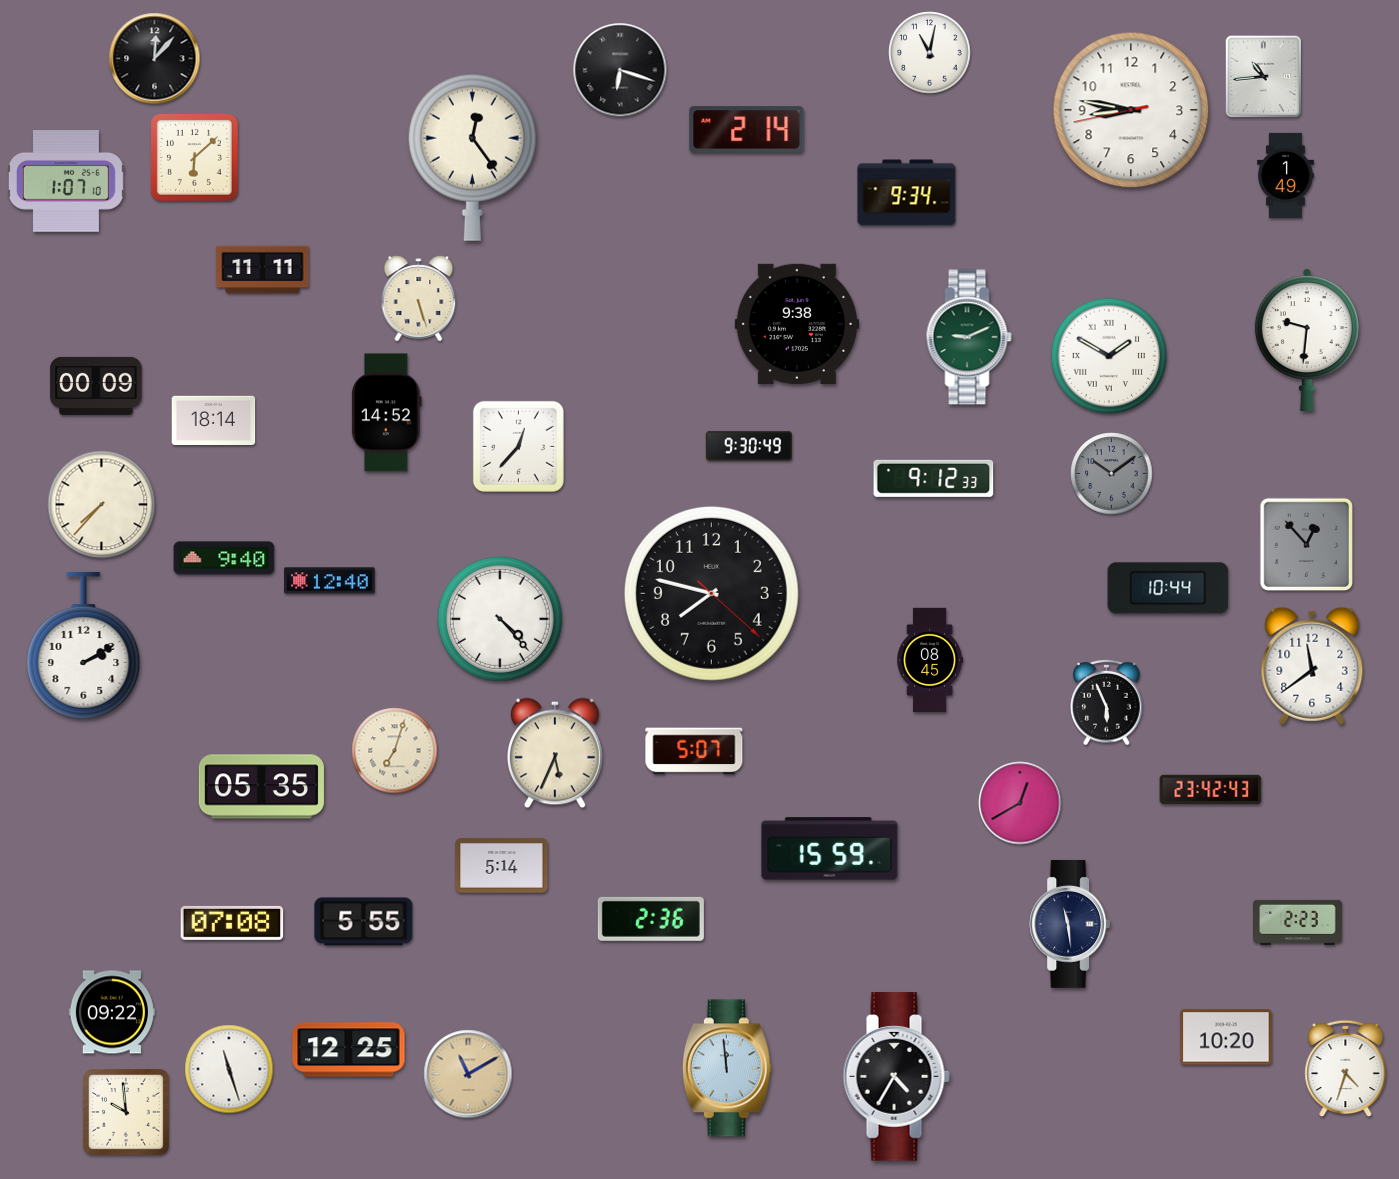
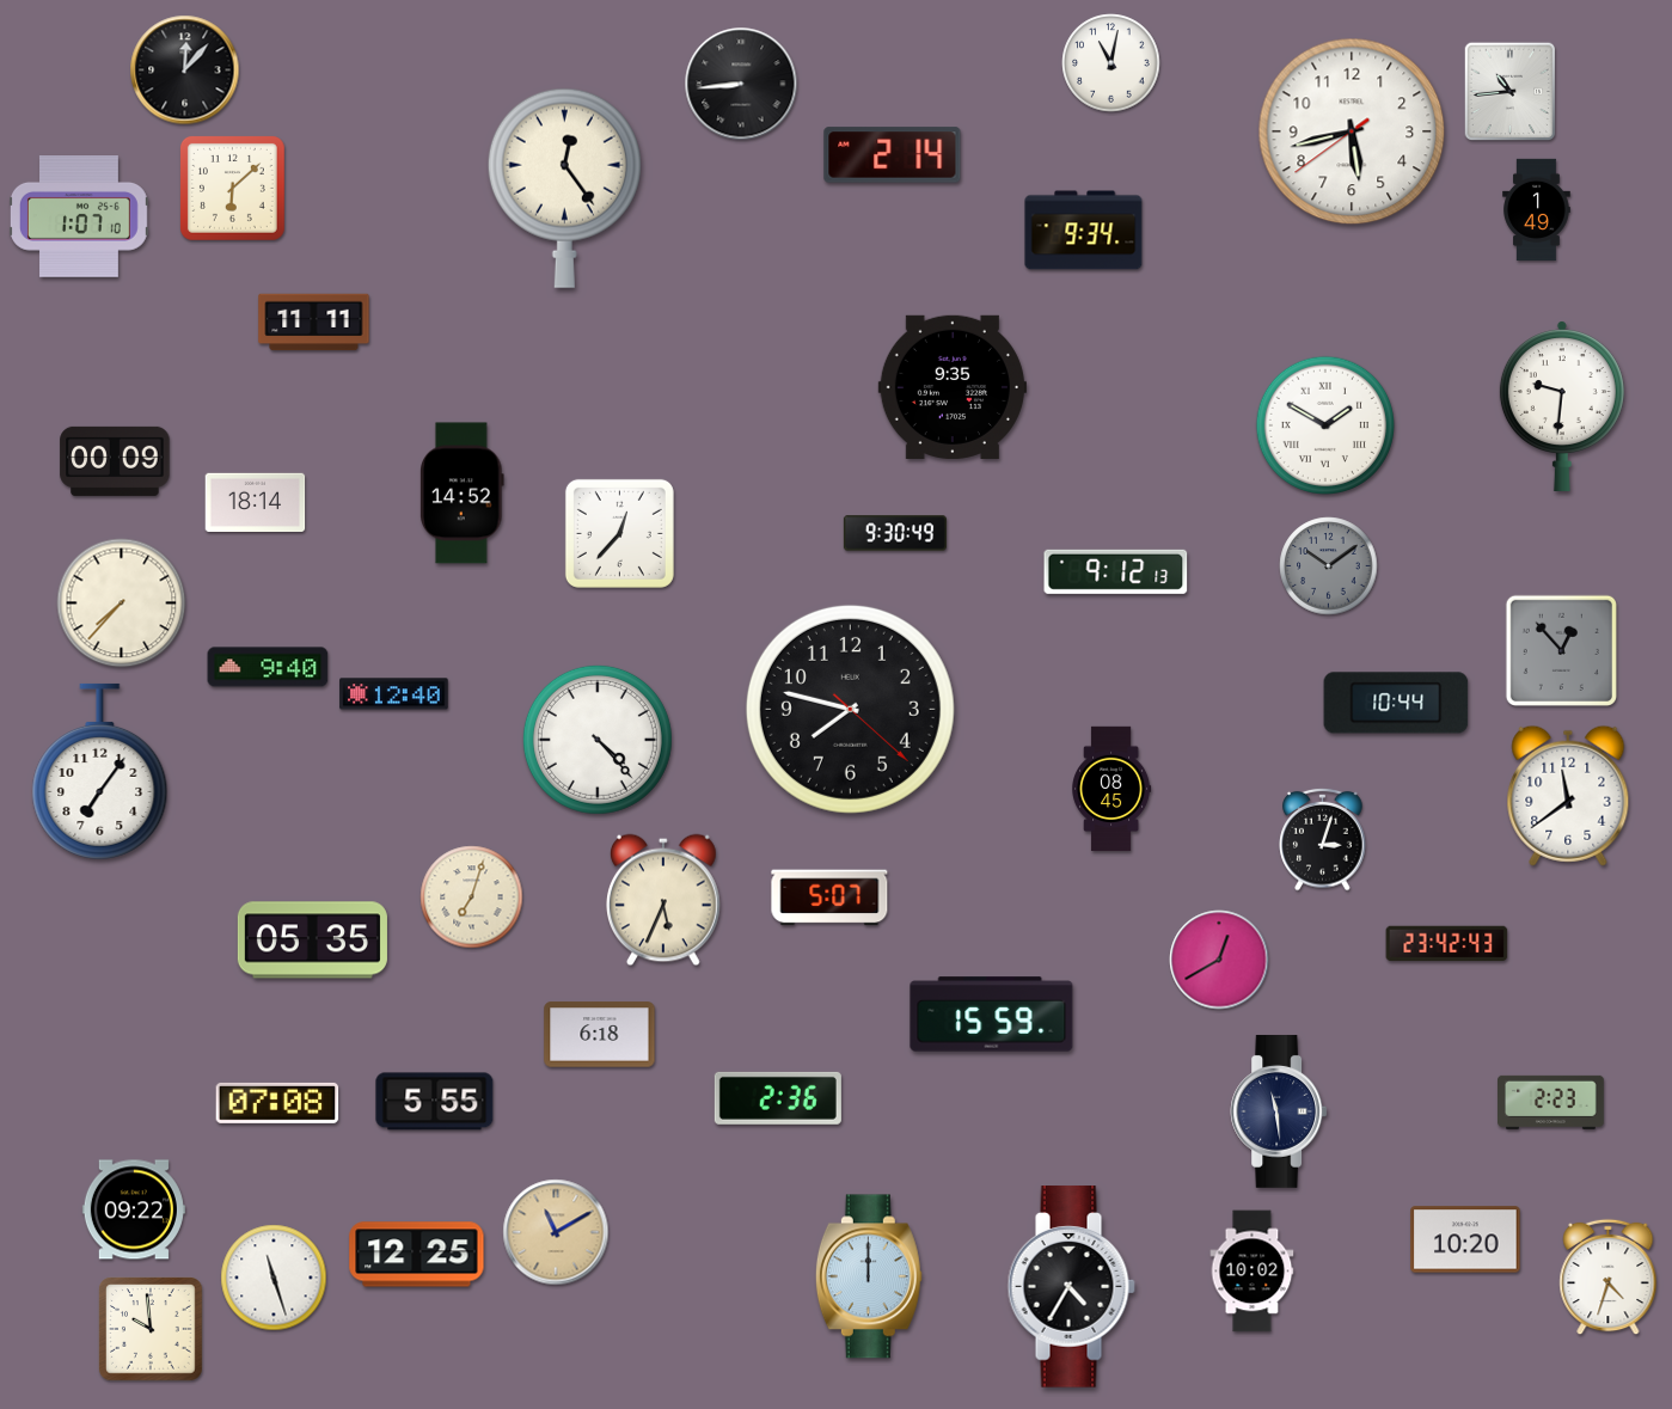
clock at (620, 70): 6:18 -> 8:44
clock at (1131, 110): 8:46 -> 5:42
clock at (419, 299): 5:27 -> none
clock at (797, 324): 9:38 -> 9:35
clock at (969, 337): 9:11 -> none
clock at (934, 478): 9:12:33 -> 9:12:13
clock at (84, 645): 2:10 -> 7:06
clock at (1107, 702): 5:56 -> 3:03
clock at (502, 866): 5:14 -> 6:18
clock at (1070, 924) position: (1070, 924) -> (1279, 1111)
clock at (1253, 1272): none -> 10:02
clock at (727, 1068): 11:59 -> 12:00
clock at (468, 1074) position: (468, 1074) -> (556, 1232)
